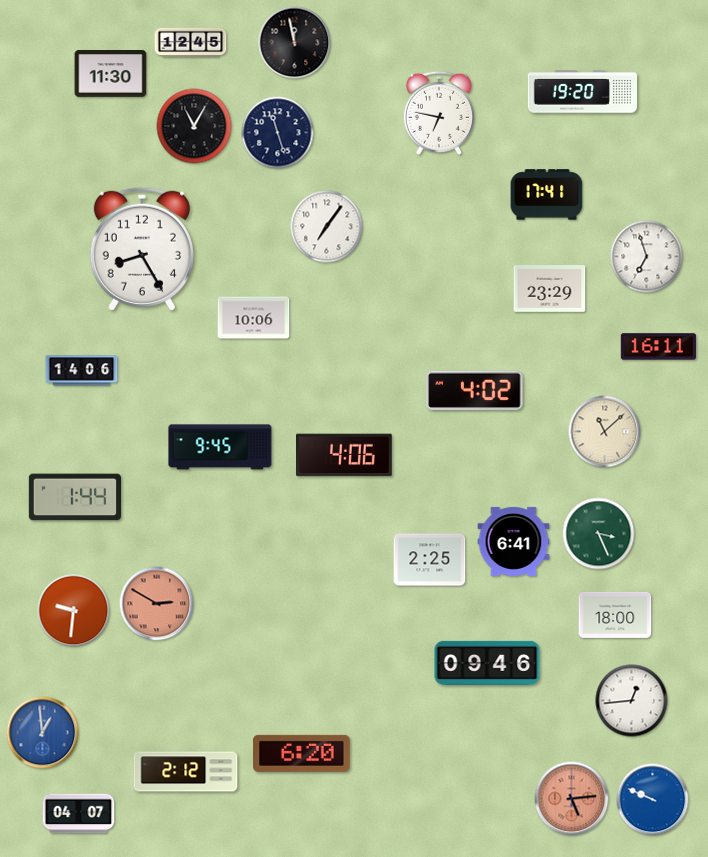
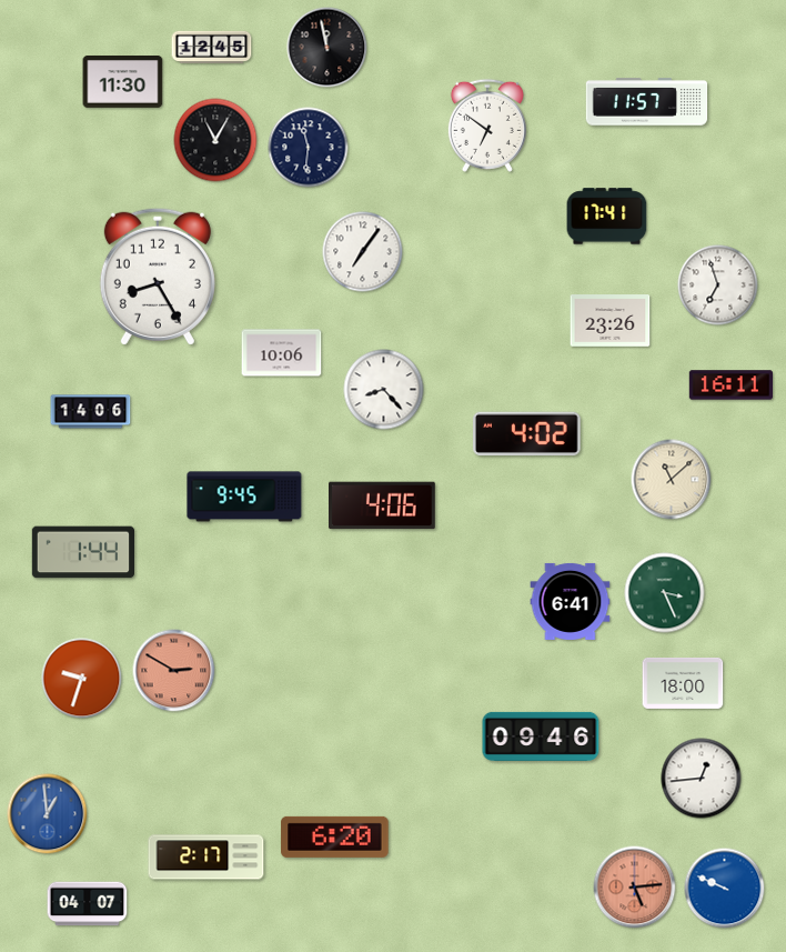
clock at (583, 92): 19:20 -> 11:57
clock at (439, 113): 6:47 -> 6:51
clock at (278, 133): 11:27 -> 11:31
clock at (550, 289): 23:29 -> 23:26
clock at (384, 390): none -> 8:23
clock at (430, 560): 2:25 -> none
clock at (74, 611): 9:31 -> 9:33
clock at (186, 772): 2:12 -> 2:17
